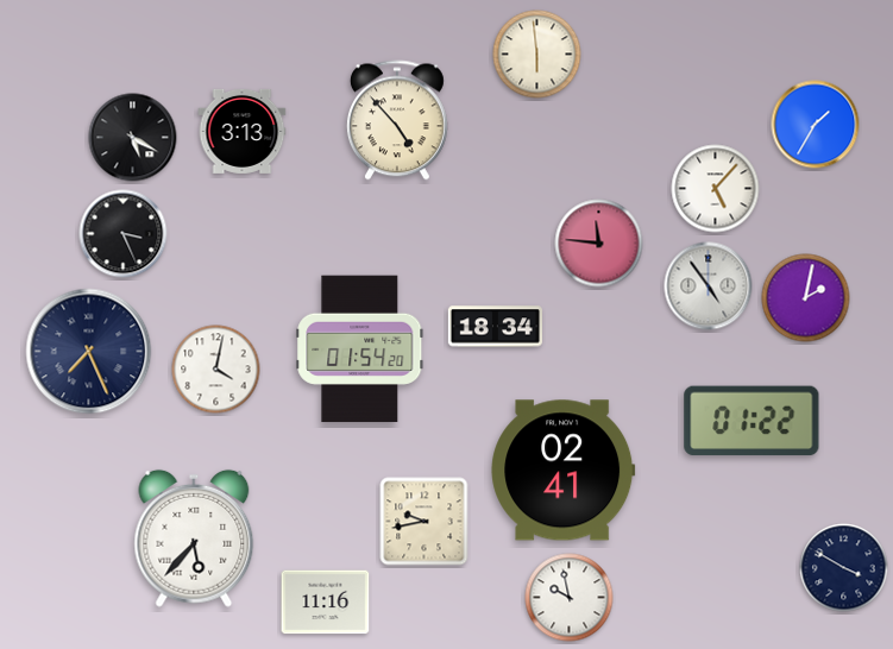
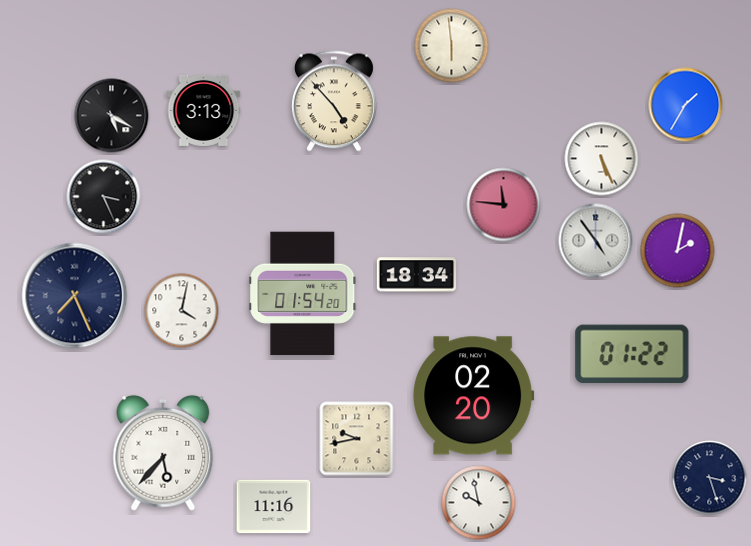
clock at (716, 189): 5:07 -> 5:26
clock at (564, 471): 02:41 -> 02:20
clock at (844, 568): 3:50 -> 3:27
